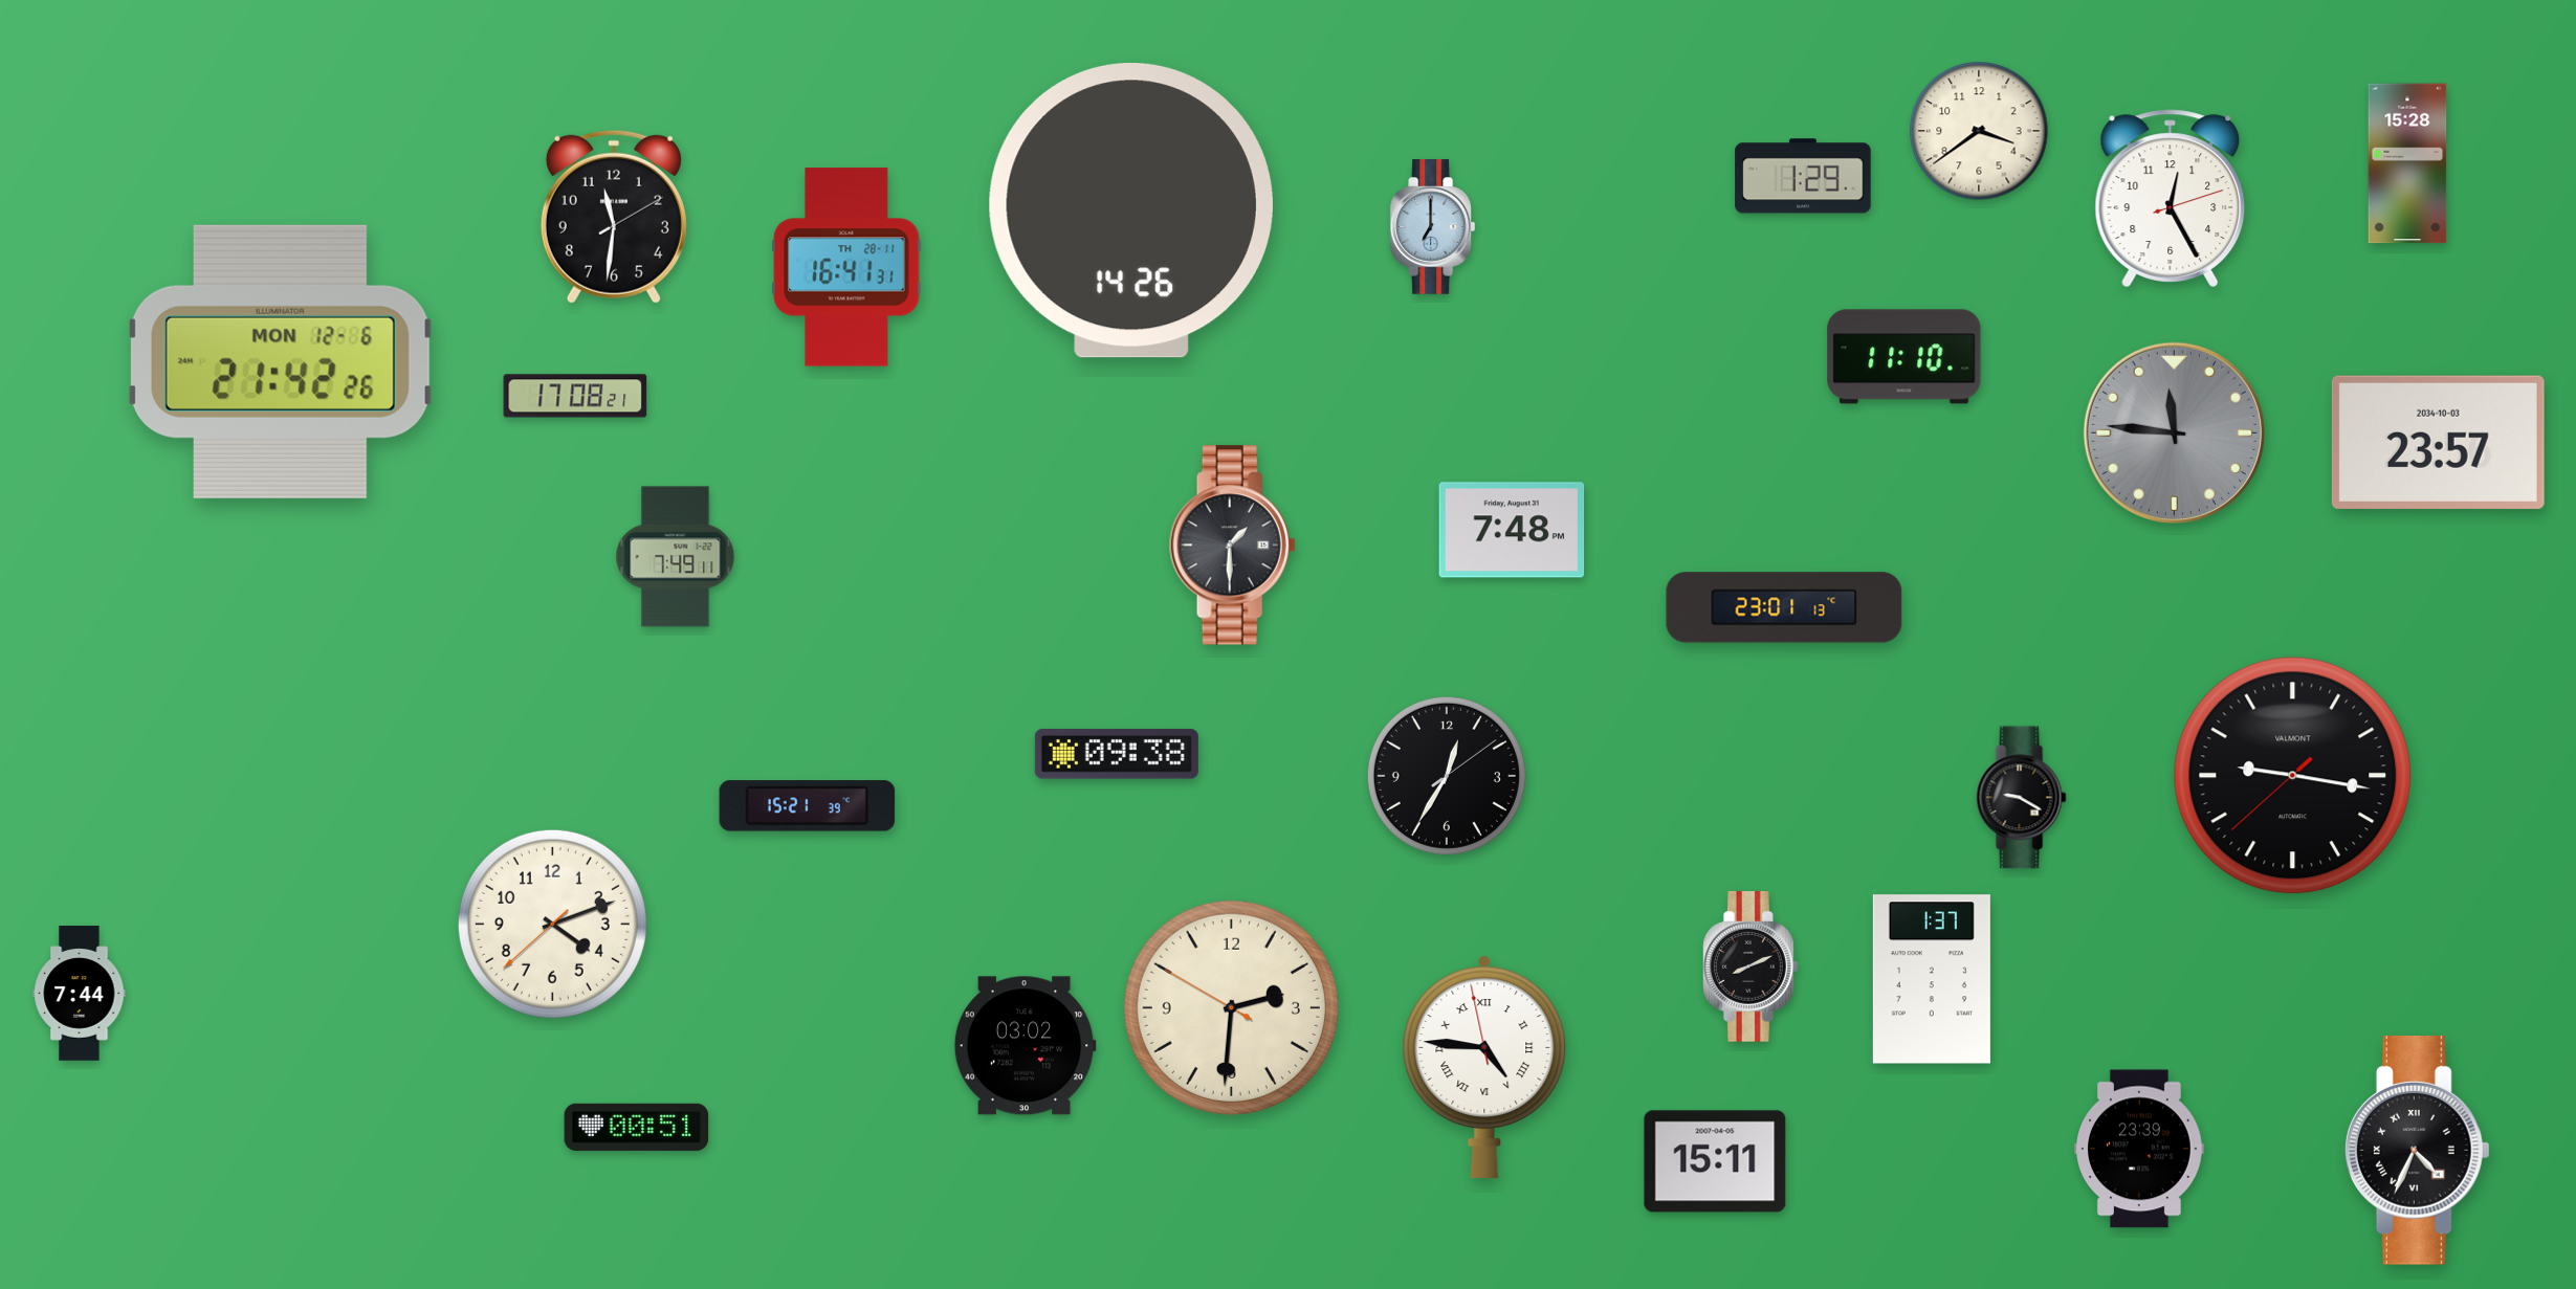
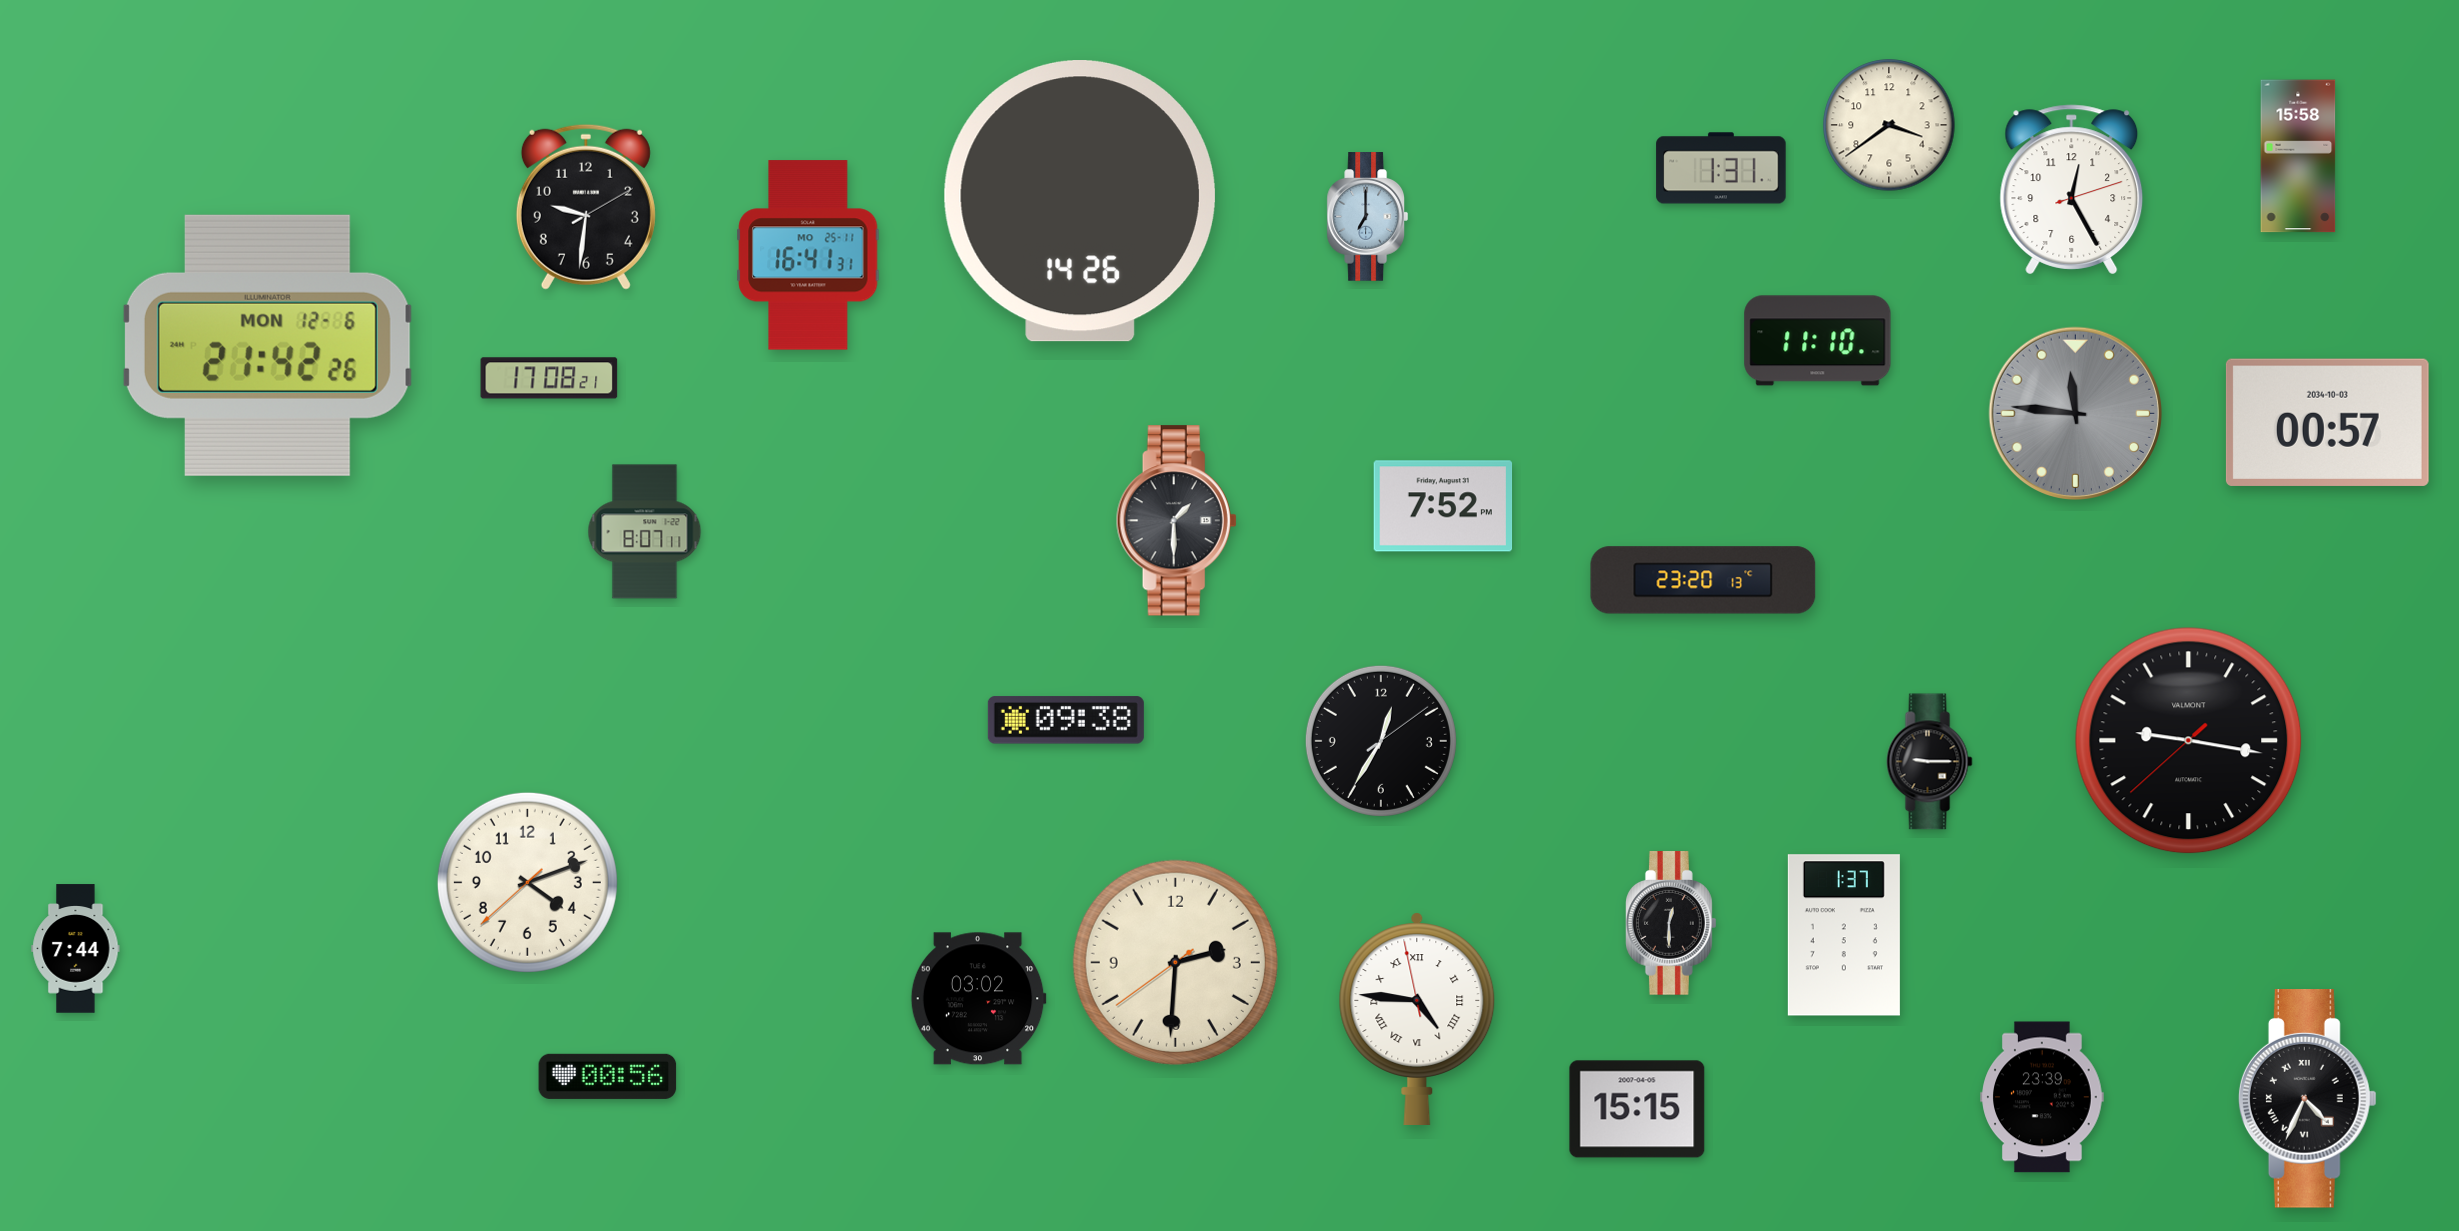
clock at (2407, 163): 15:28 -> 15:58
clock at (1803, 176): 1:29 -> 1:31
clock at (614, 217): 11:31 -> 9:31
clock at (846, 267) date: TH 28-11 -> MO 25-11
clock at (2438, 442): 23:57 -> 00:57
clock at (1512, 530): 7:48 -> 7:52
clock at (676, 557): 7:49 -> 8:07
clock at (1784, 607): 23:01 -> 23:20
clock at (2022, 798): 9:20 -> 9:15
clock at (808, 806): 15:21 -> none
clock at (1752, 966): 8:11 -> 12:30
clock at (1231, 1007): 2:30:50 -> 2:30:39
clock at (637, 1127): 00:51 -> 00:56
clock at (1715, 1161): 15:11 -> 15:15
